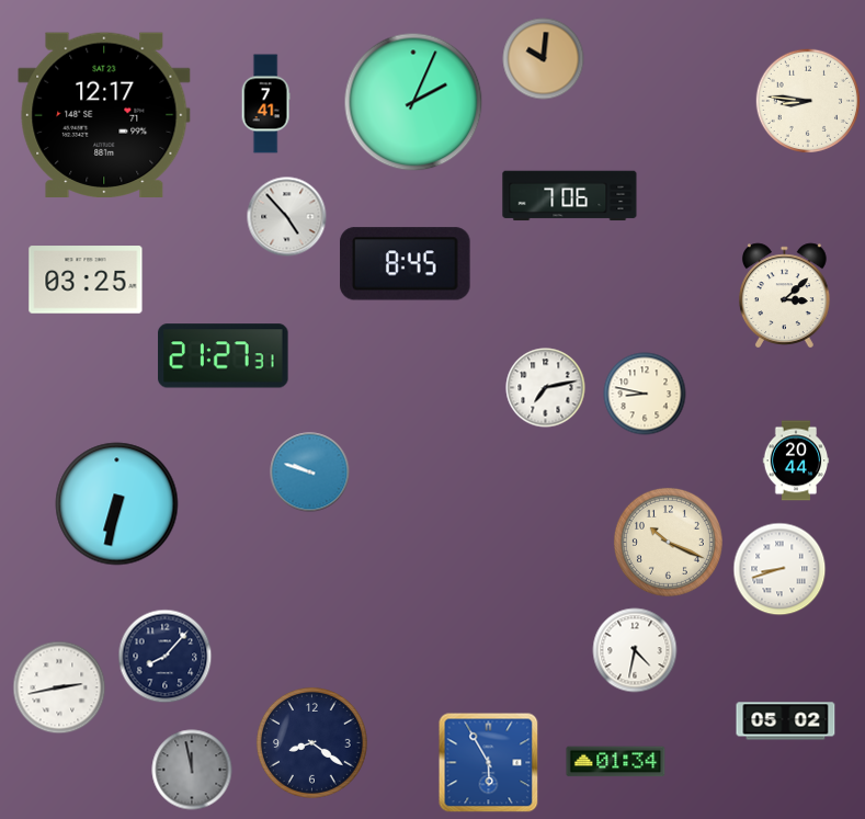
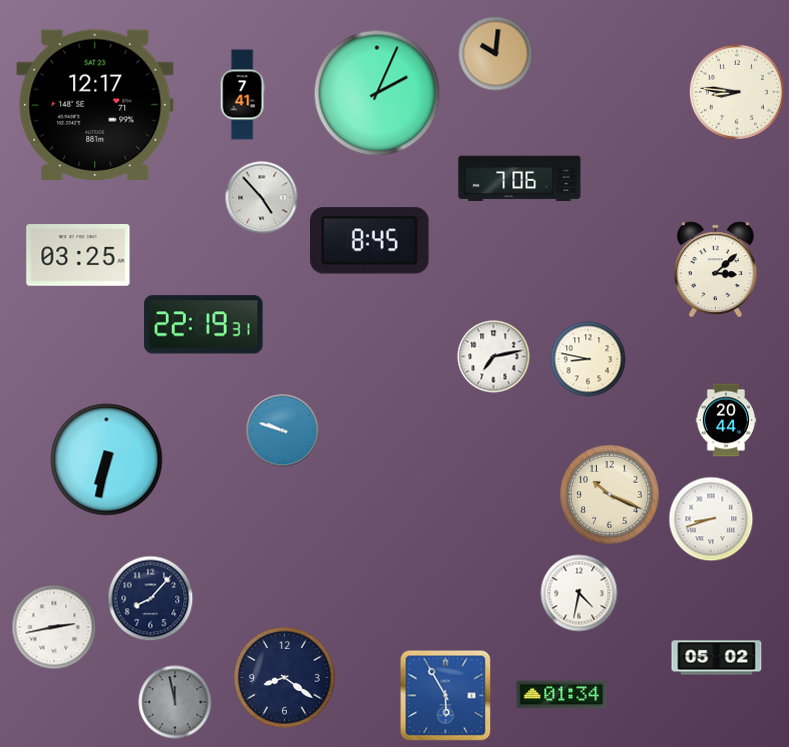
clock at (224, 356): 21:27 -> 22:19
clock at (546, 388) position: (546, 388) -> (494, 357)
